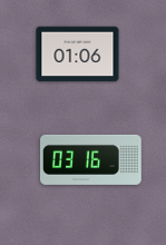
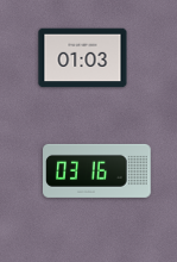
clock at (78, 55): 01:06 -> 01:03
